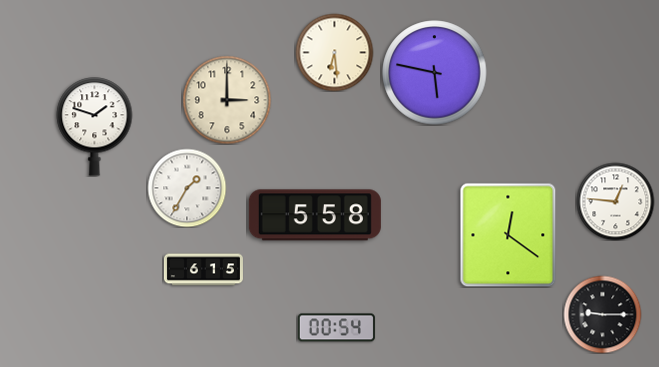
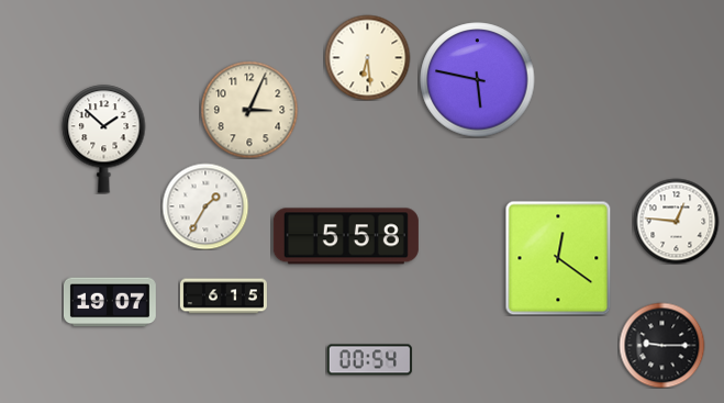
clock at (227, 100): 3:00 -> 3:04
clock at (95, 127): 1:48 -> 1:52
clock at (110, 302): none -> 19:07
